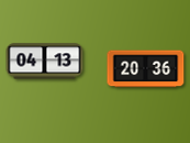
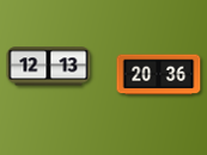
clock at (45, 62): 04:13 -> 12:13
